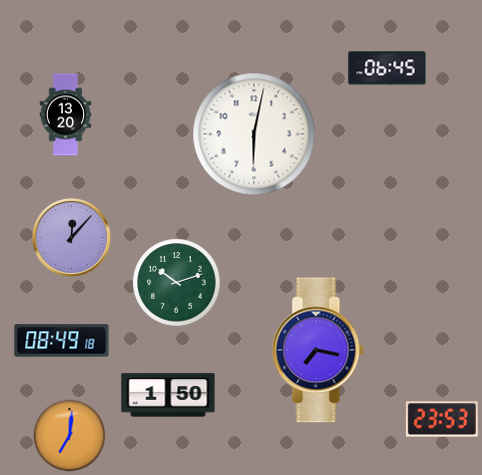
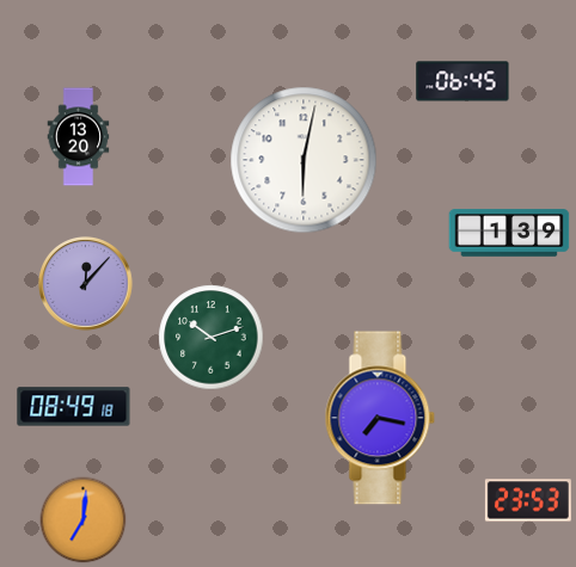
clock at (509, 233): none -> 1:39
clock at (168, 395): 1:50 -> none
